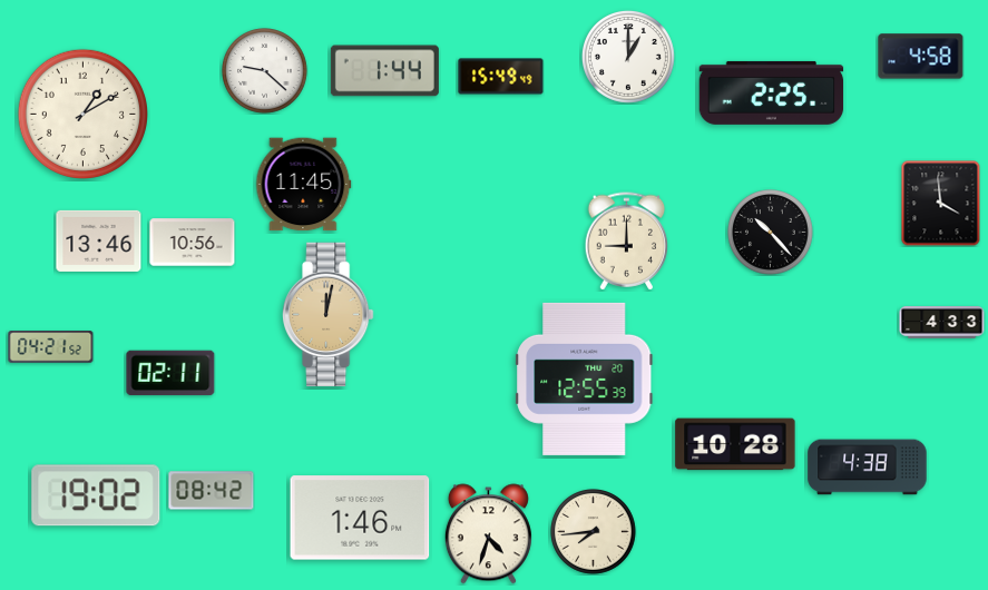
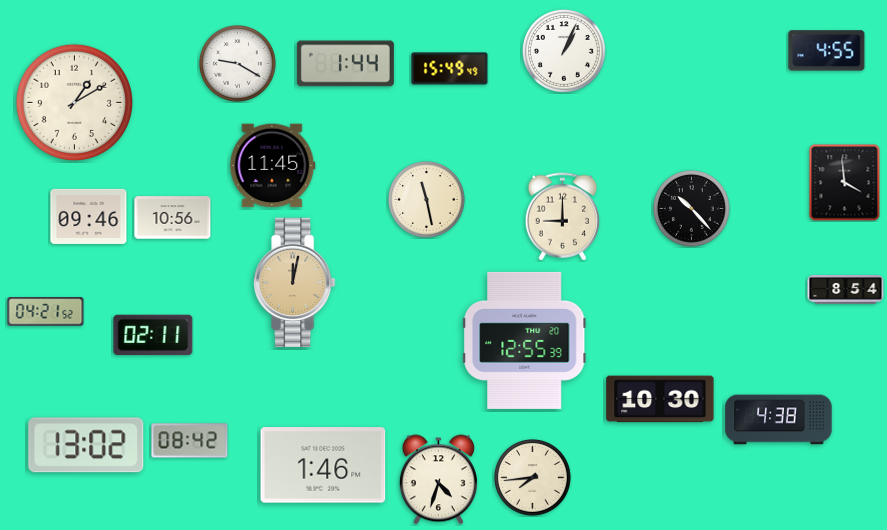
clock at (628, 57): 1:00 -> 1:04
clock at (921, 57): 4:58 -> 4:55
clock at (265, 71): 9:22 -> 9:20
clock at (772, 92): 2:25 -> none
clock at (427, 200): none -> 11:28
clock at (99, 240): 13:46 -> 09:46
clock at (942, 323): 4:33 -> 8:54
clock at (735, 444): 10:28 -> 10:30
clock at (96, 495): 19:02 -> 13:02
